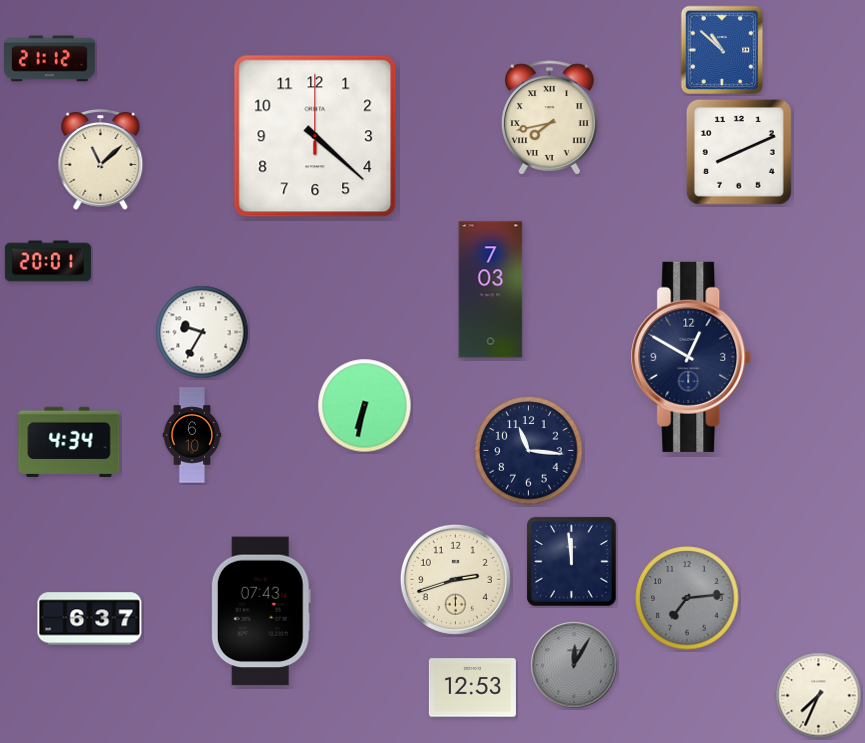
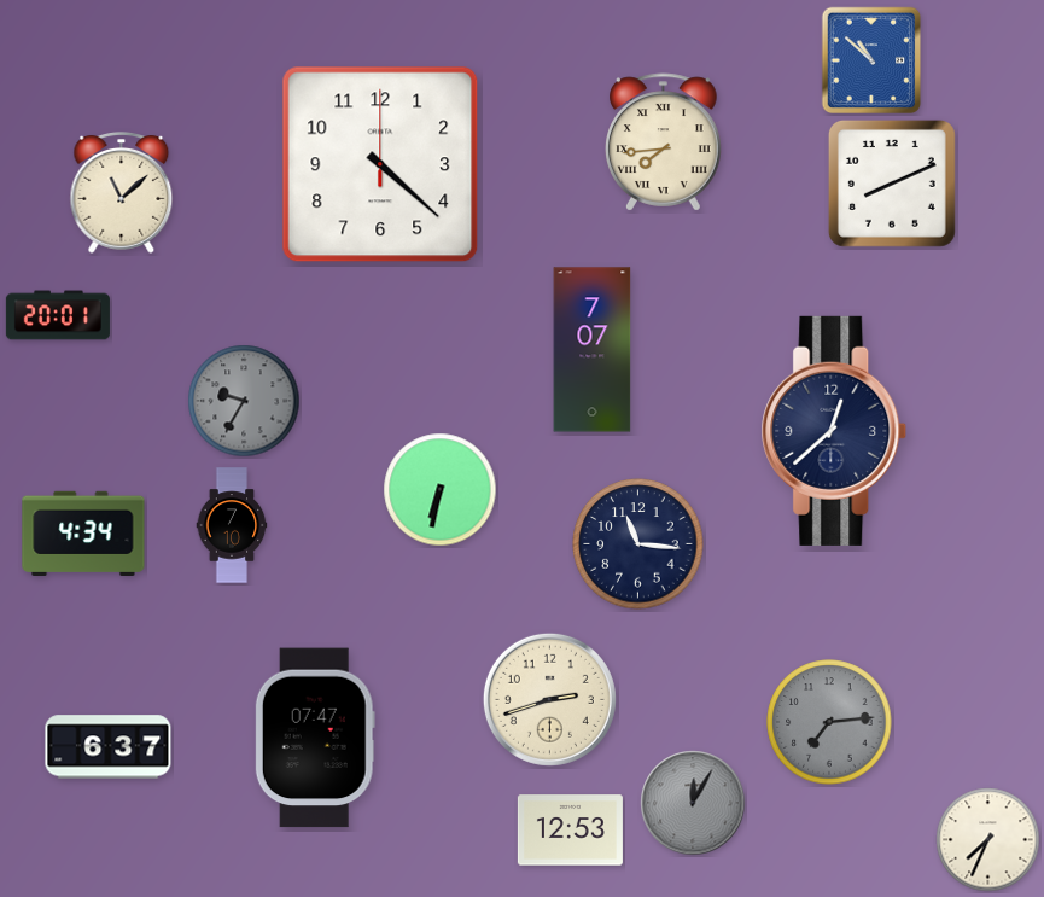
clock at (50, 59): 21:12 -> none
clock at (550, 118): 7:43 -> 7:44
clock at (491, 290): 7:03 -> 7:07
clock at (202, 332) dial: white -> grey
clock at (691, 357): 12:50 -> 12:38
clock at (192, 435): 6:10 -> 7:10
clock at (572, 562): 11:59 -> none
clock at (261, 611): 07:43 -> 07:47
